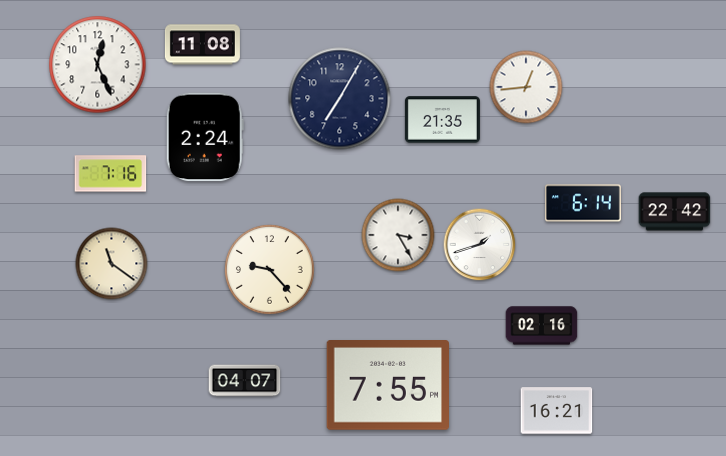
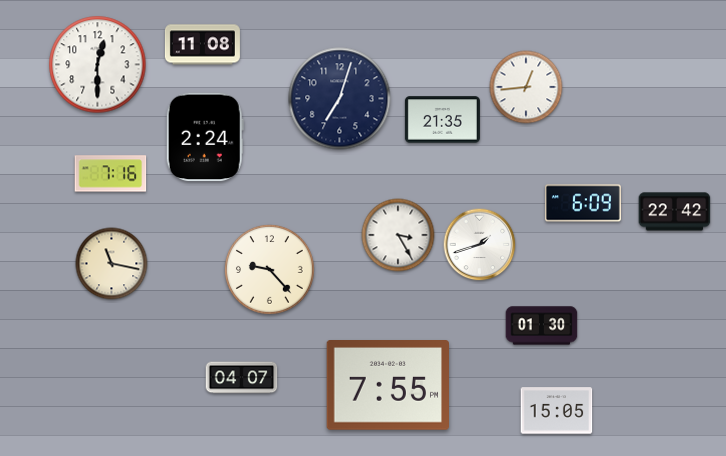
clock at (98, 65): 12:26 -> 12:30
clock at (340, 99): 7:05 -> 7:03
clock at (583, 203): 6:14 -> 6:09
clock at (112, 264): 11:21 -> 11:17
clock at (542, 326): 02:16 -> 01:30
clock at (245, 381) position: (245, 381) -> (242, 378)
clock at (557, 411): 16:21 -> 15:05
